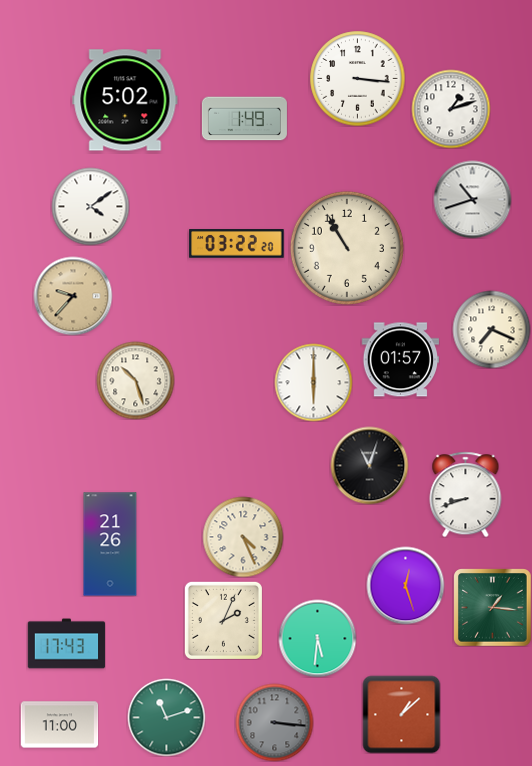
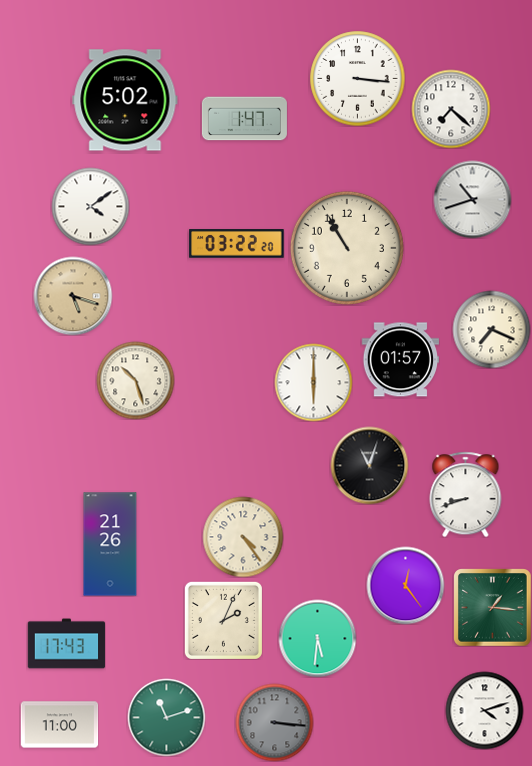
clock at (451, 109): 1:12 -> 7:22
clock at (244, 119): 1:49 -> 1:47
clock at (73, 296): 9:37 -> 5:18
clock at (243, 537): 4:26 -> 4:24
clock at (405, 585): 12:27 -> 12:24
clock at (484, 710): none -> 4:12
clock at (401, 714): 1:08 -> none
